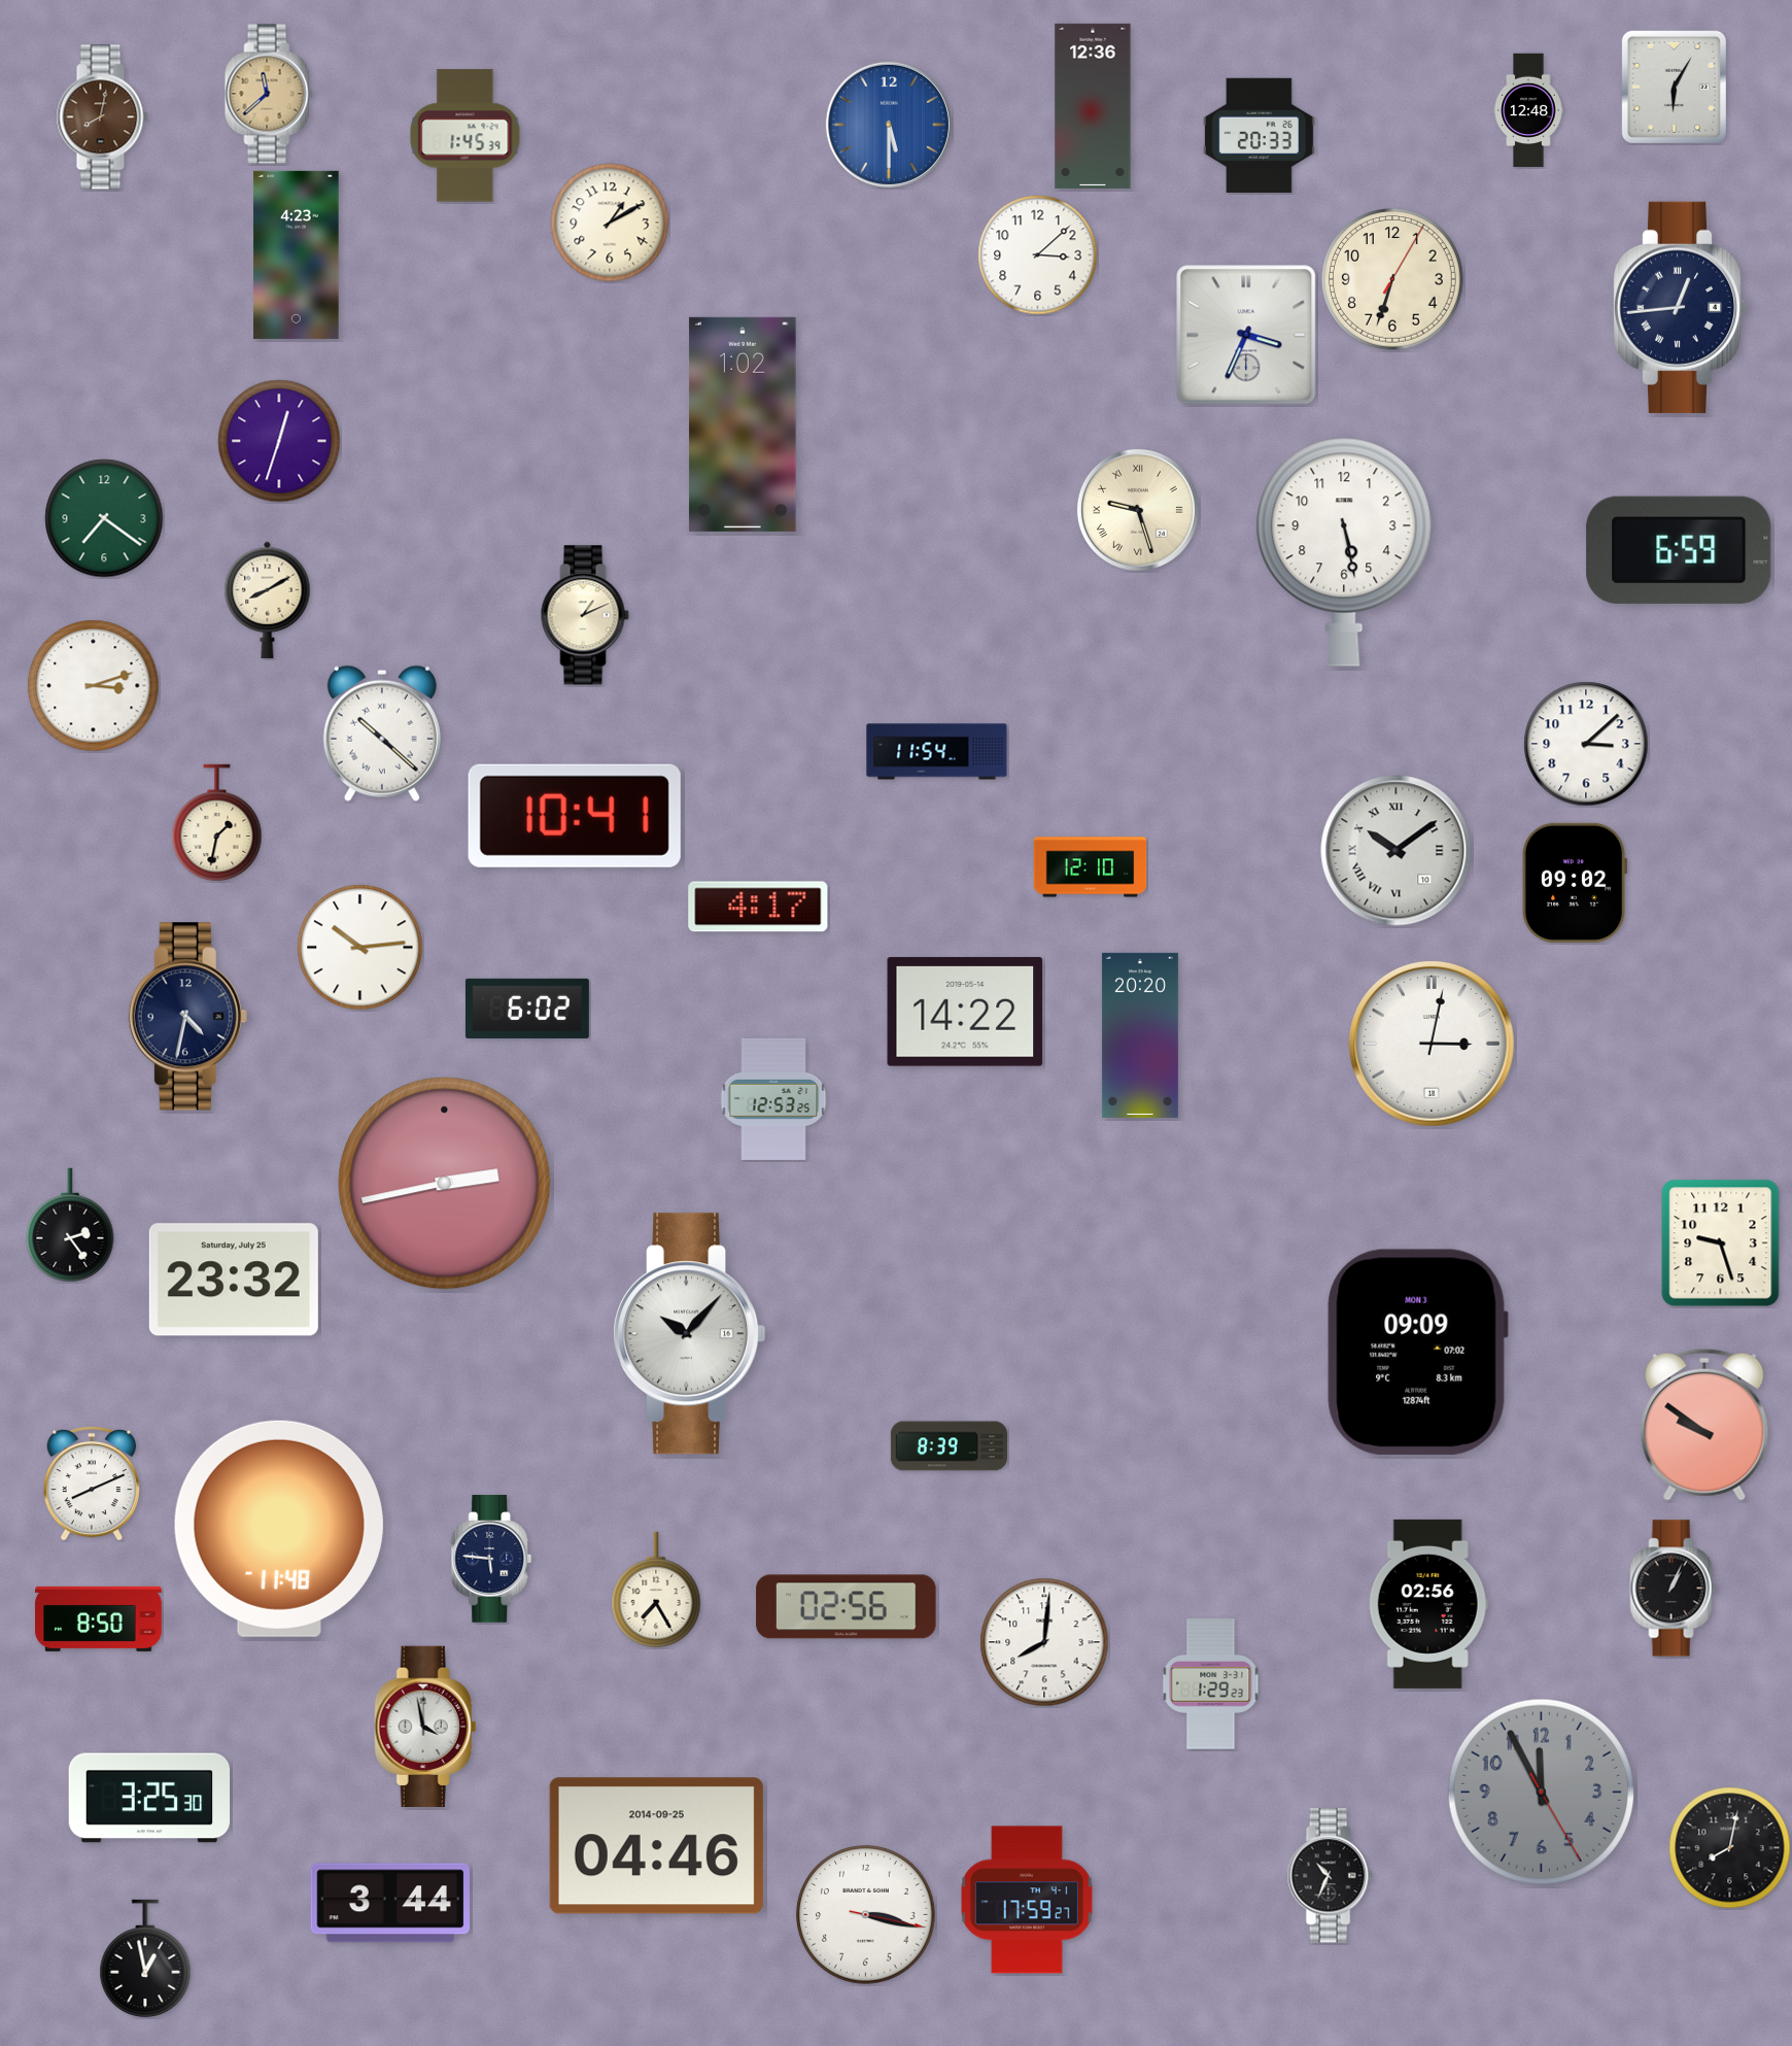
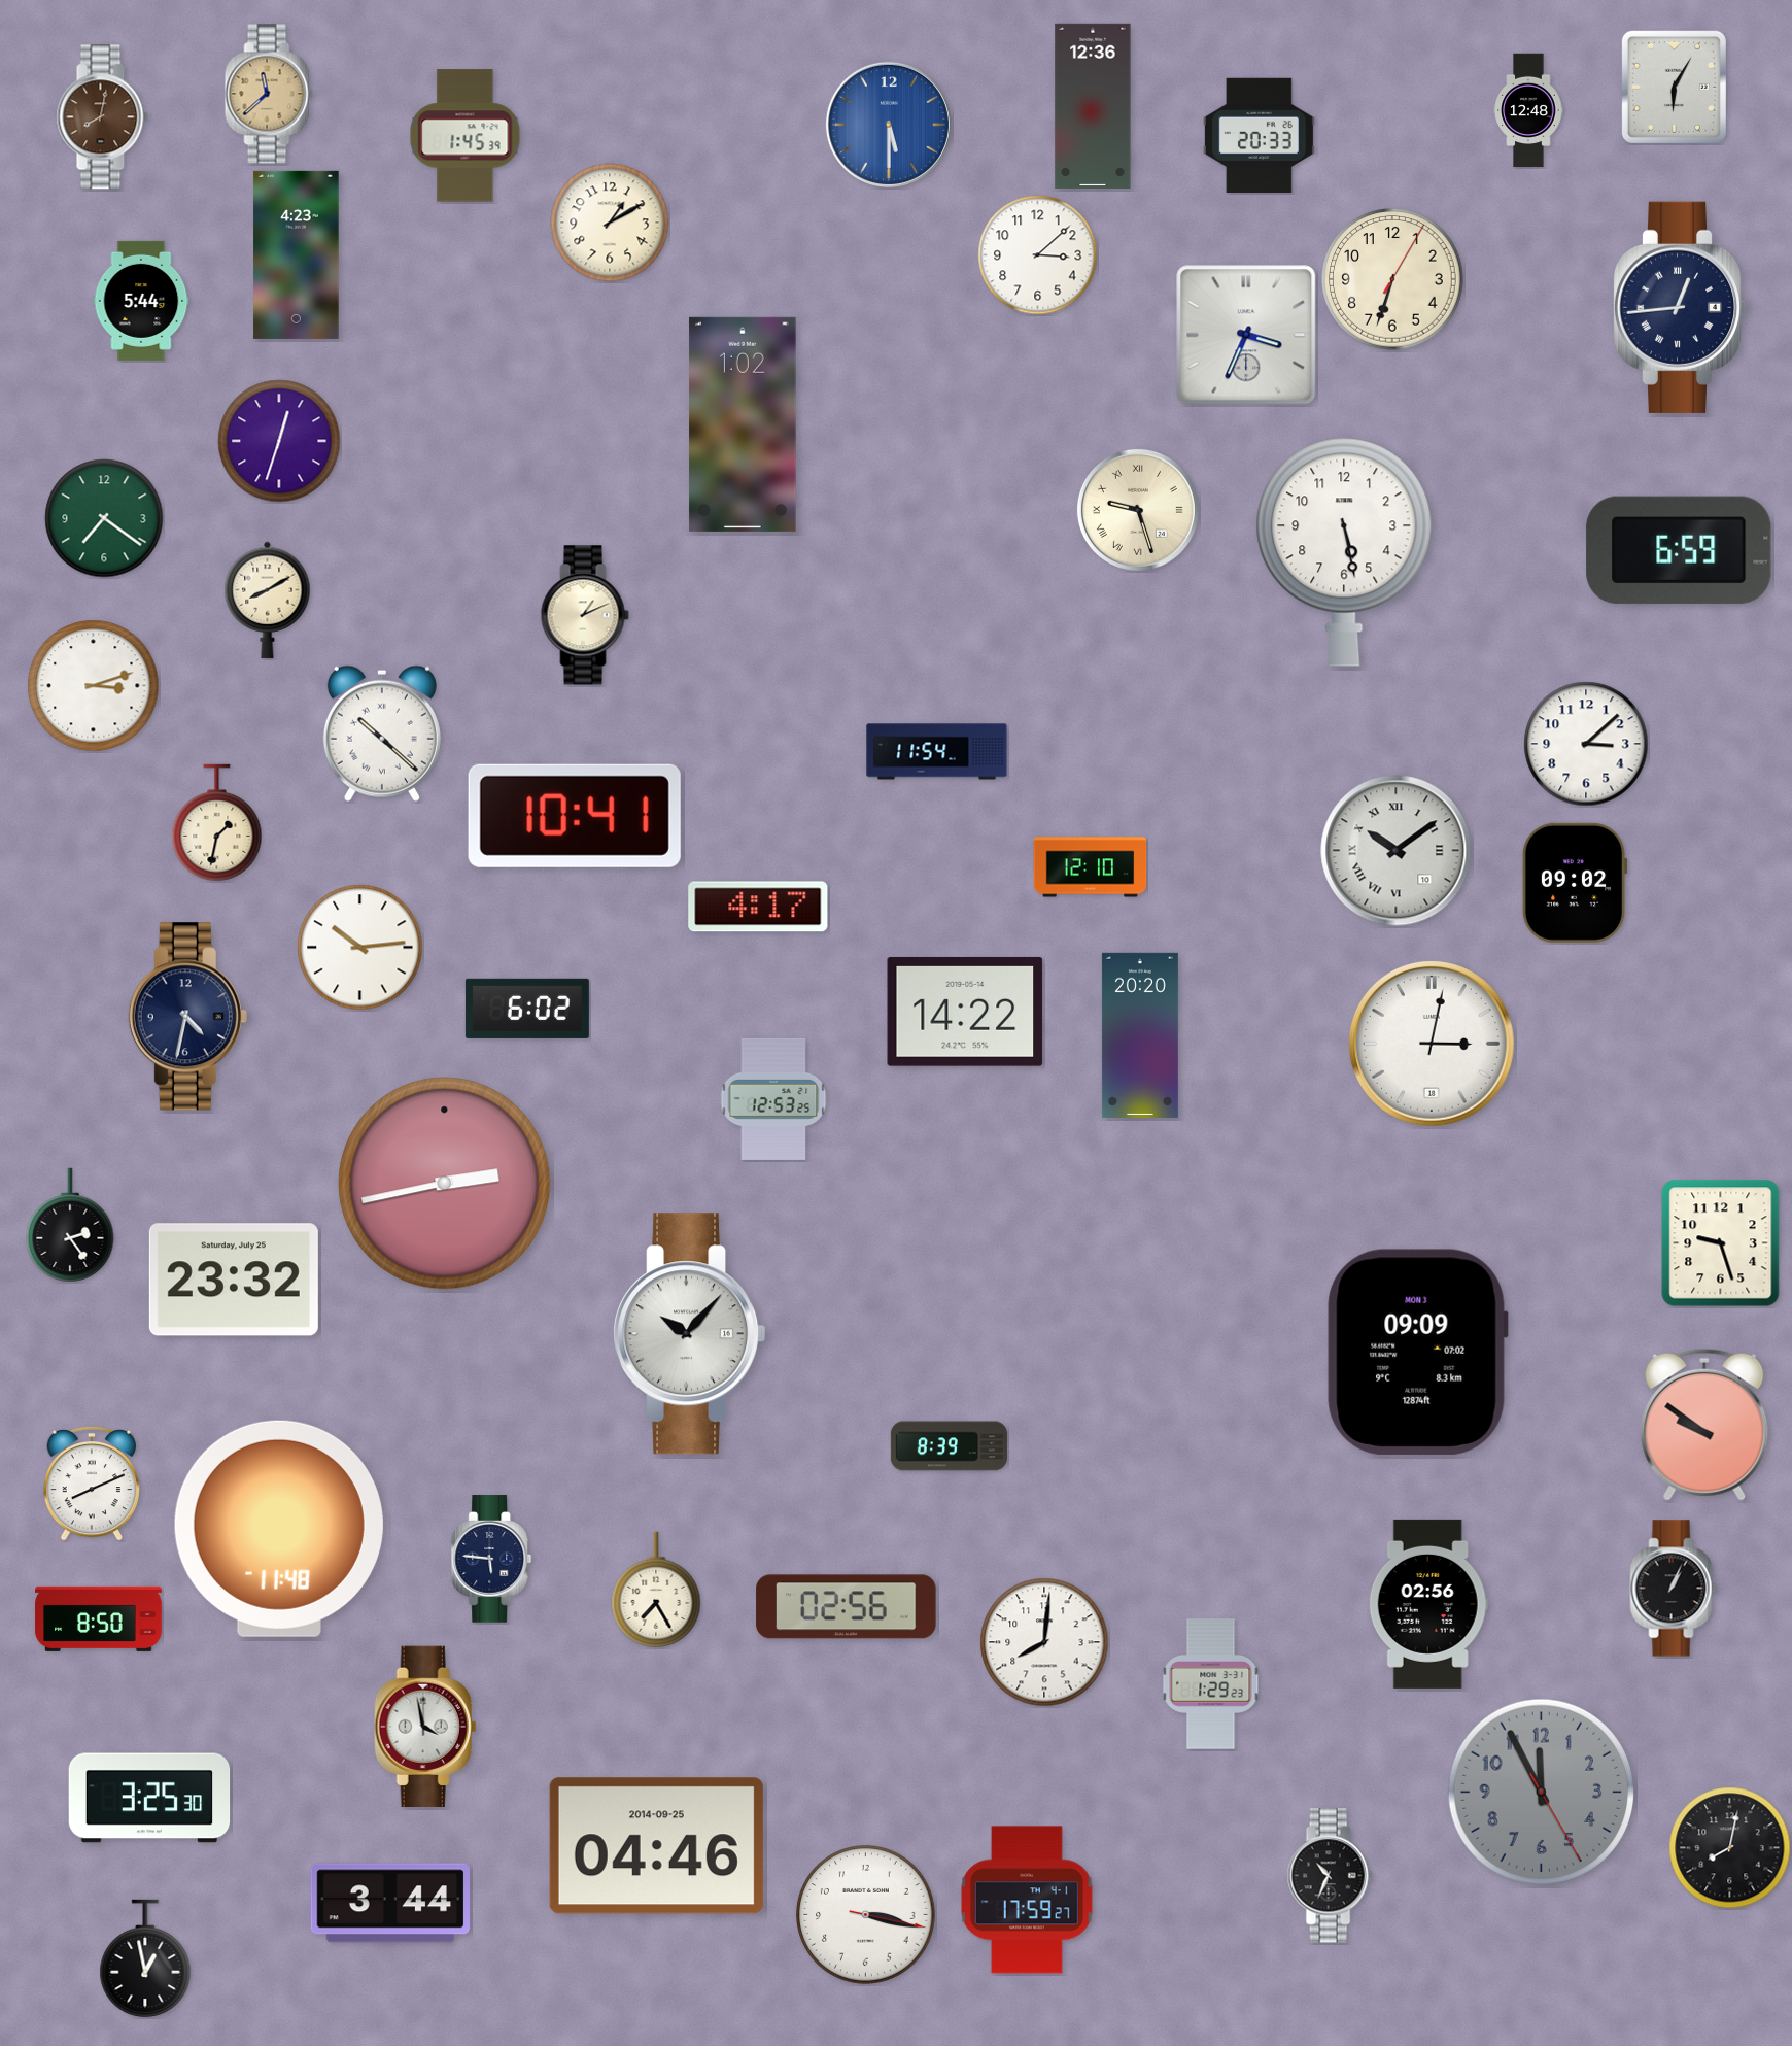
clock at (141, 301): none -> 5:44
